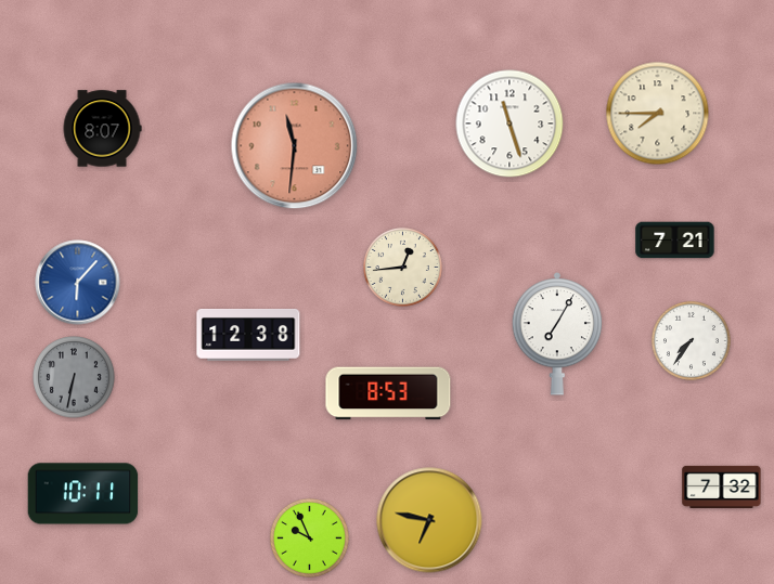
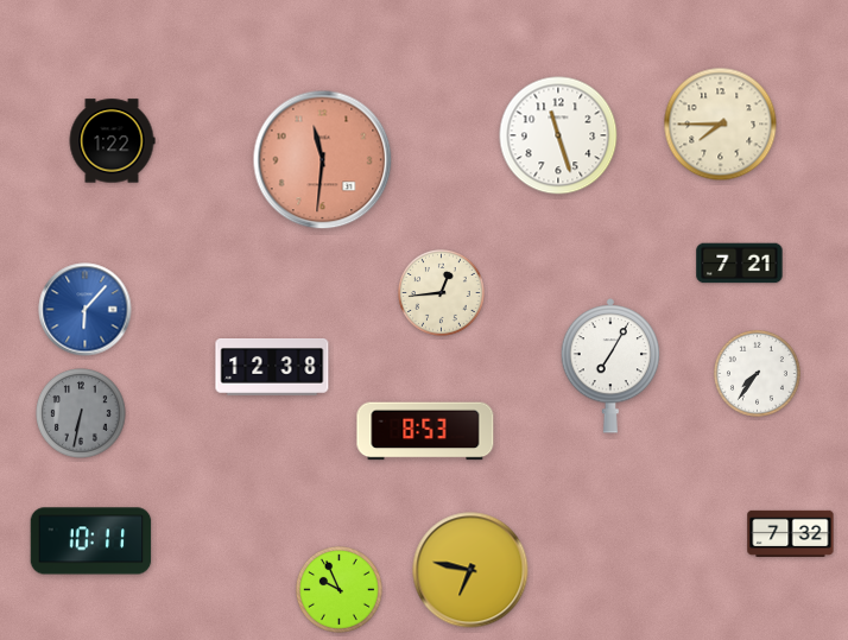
clock at (102, 129): 8:07 -> 1:22
